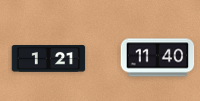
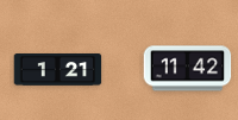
clock at (158, 58): 11:40 -> 11:42
